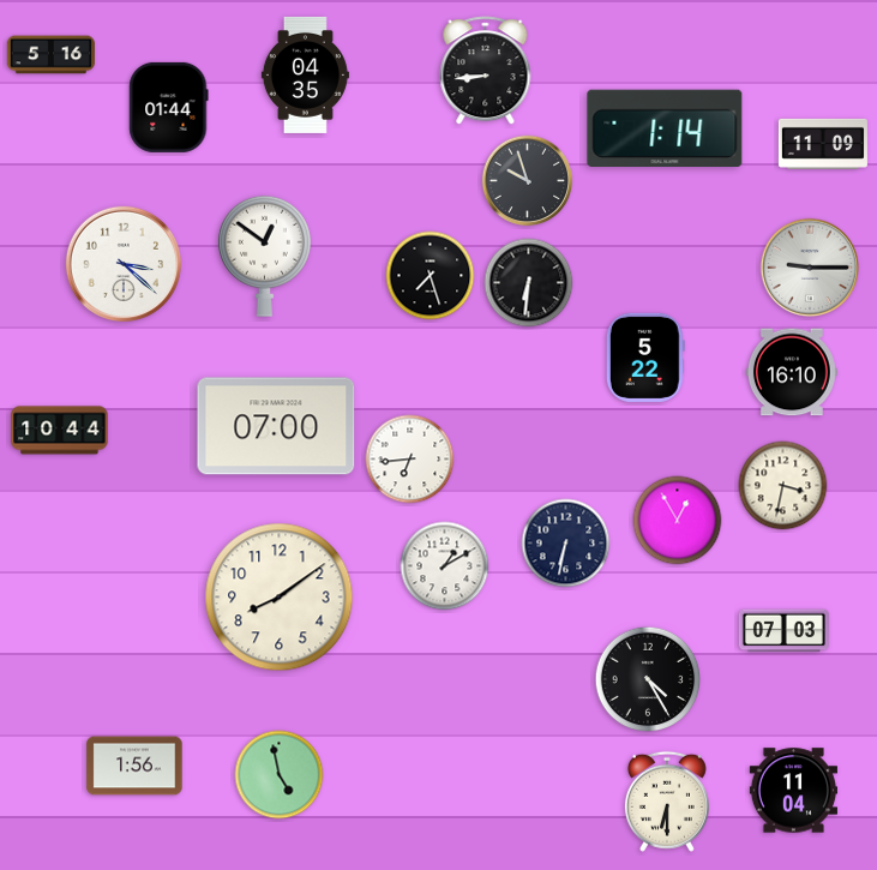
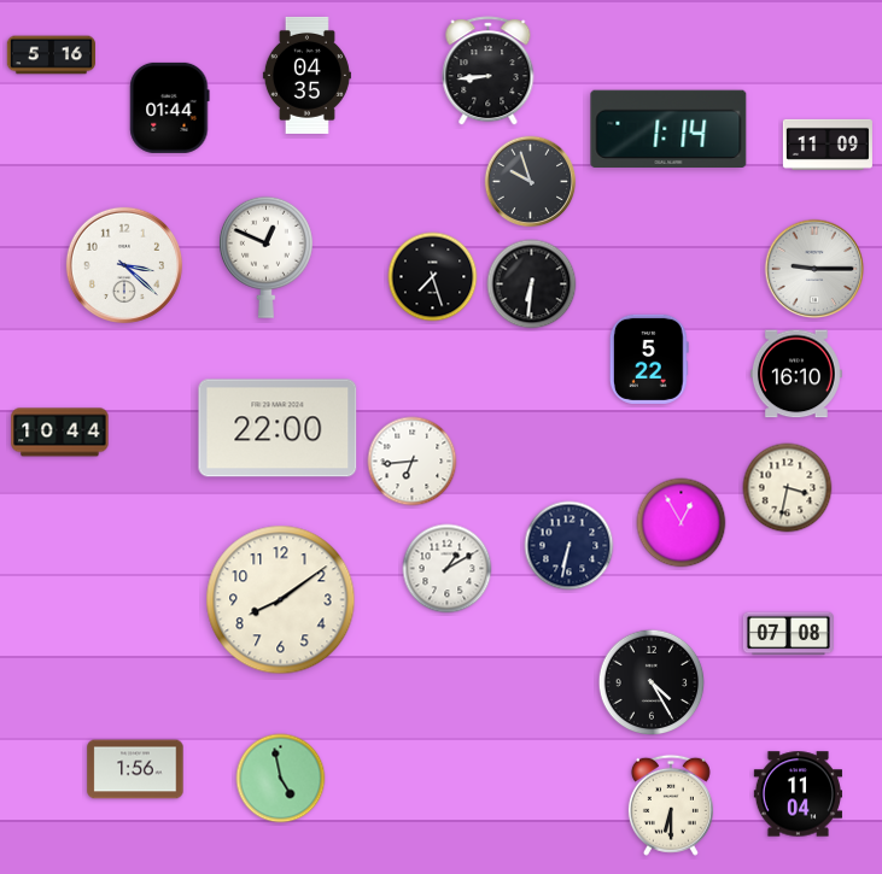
clock at (264, 256): 12:51 -> 12:49
clock at (276, 426): 07:00 -> 22:00
clock at (783, 631): 07:03 -> 07:08
